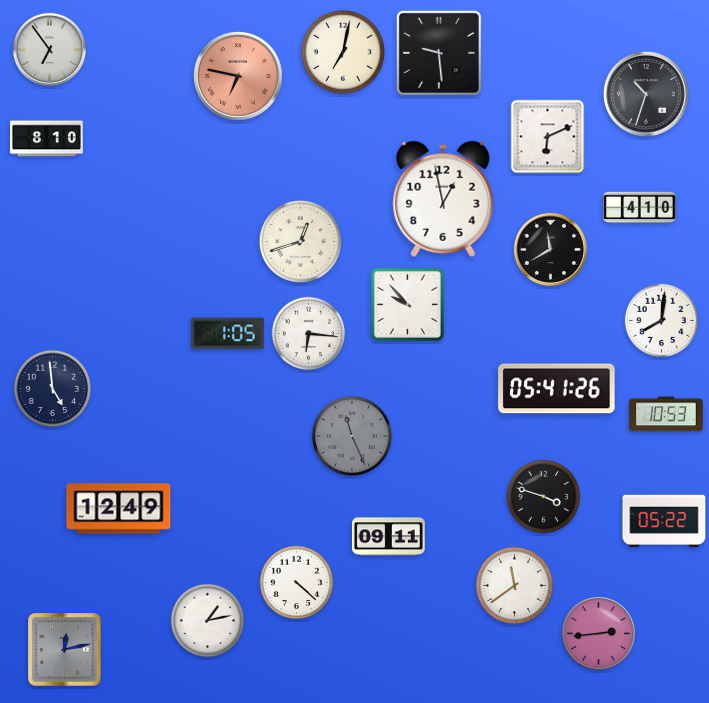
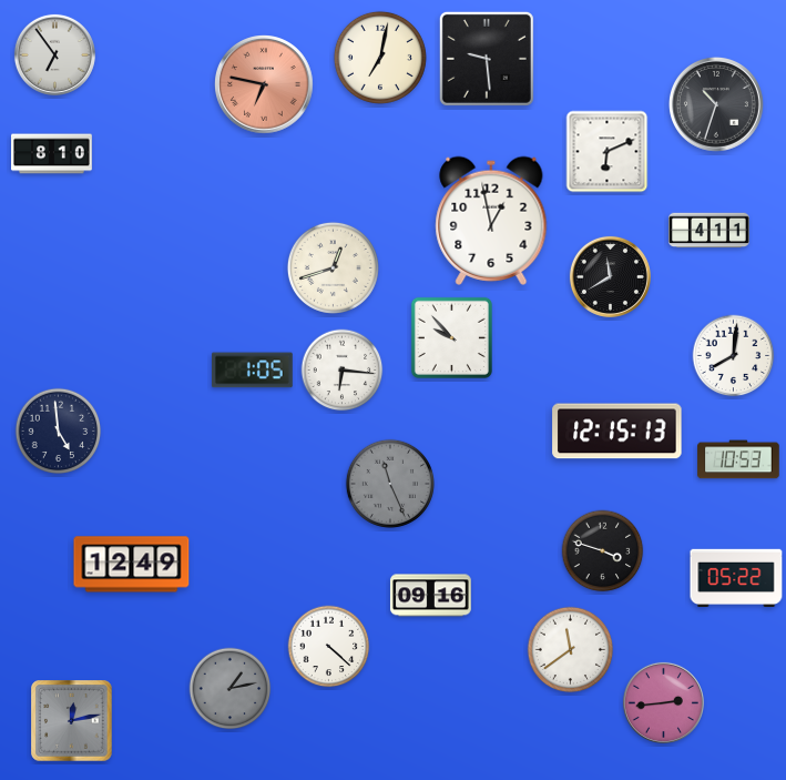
clock at (640, 208): 4:10 -> 4:11
clock at (557, 389): 05:41 -> 12:15
clock at (389, 537): 09:11 -> 09:16
clock at (208, 621) dial: white -> grey
